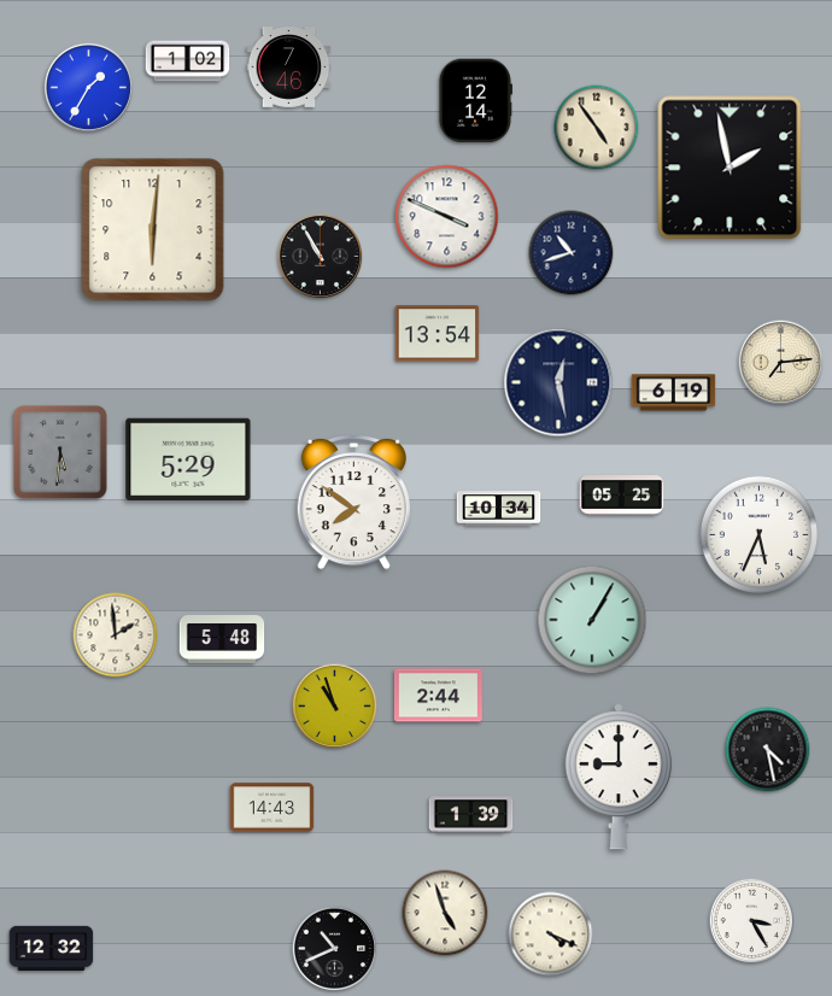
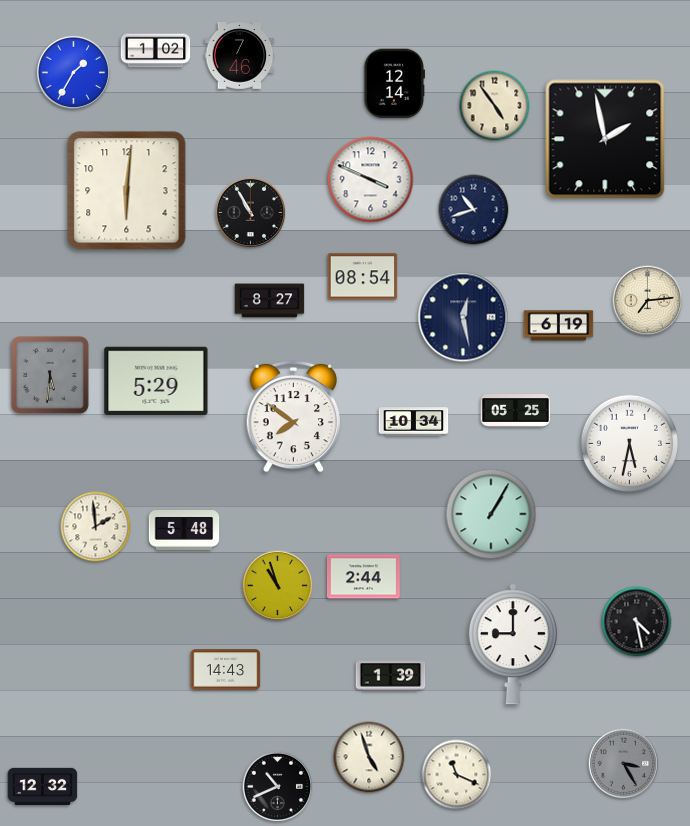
clock at (321, 257) position: (321, 257) -> (251, 213)
clock at (438, 334): 13:54 -> 08:54
clock at (270, 301): none -> 8:27
clock at (758, 534): 5:34 -> 5:32
clock at (752, 921) dial: white -> grey
clock at (551, 935): 4:19 -> 11:19
